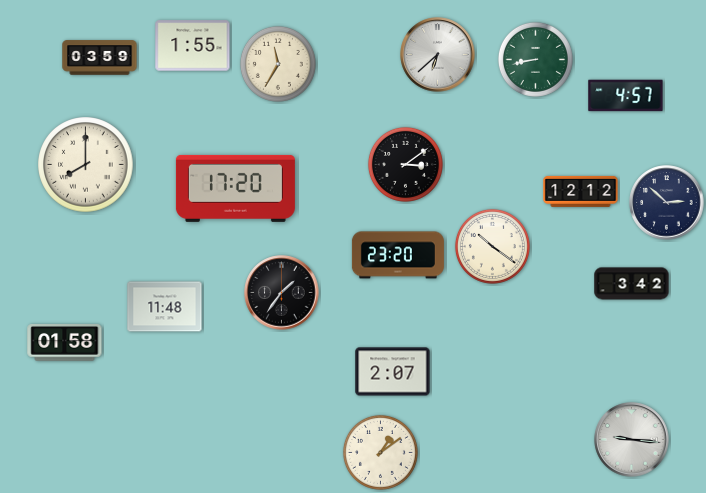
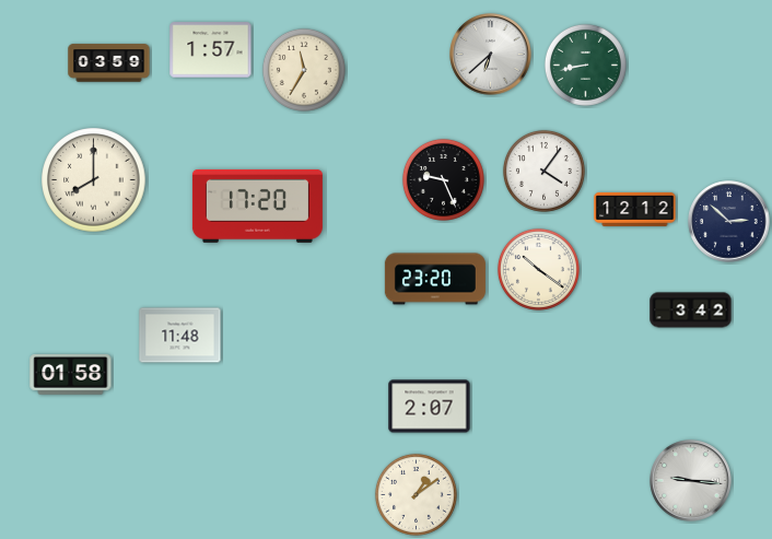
clock at (193, 46): 1:55 -> 1:57
clock at (438, 55) position: (438, 55) -> (491, 55)
clock at (626, 96): 4:57 -> none
clock at (543, 171): none -> 4:06
clock at (405, 164): 3:09 -> 9:26
clock at (282, 293): 1:36 -> none
